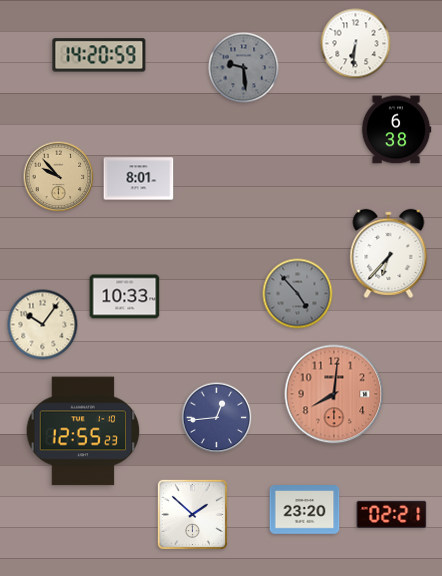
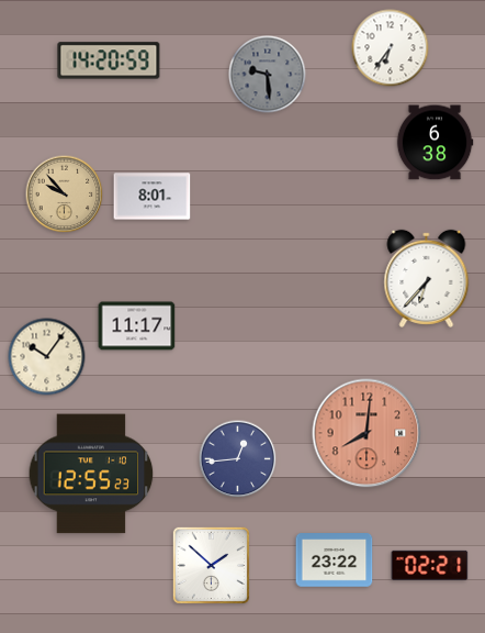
clock at (356, 44): 6:31 -> 6:36
clock at (298, 294): 4:53 -> none
clock at (125, 297): 10:33 -> 11:17
clock at (305, 510): 23:20 -> 23:22
